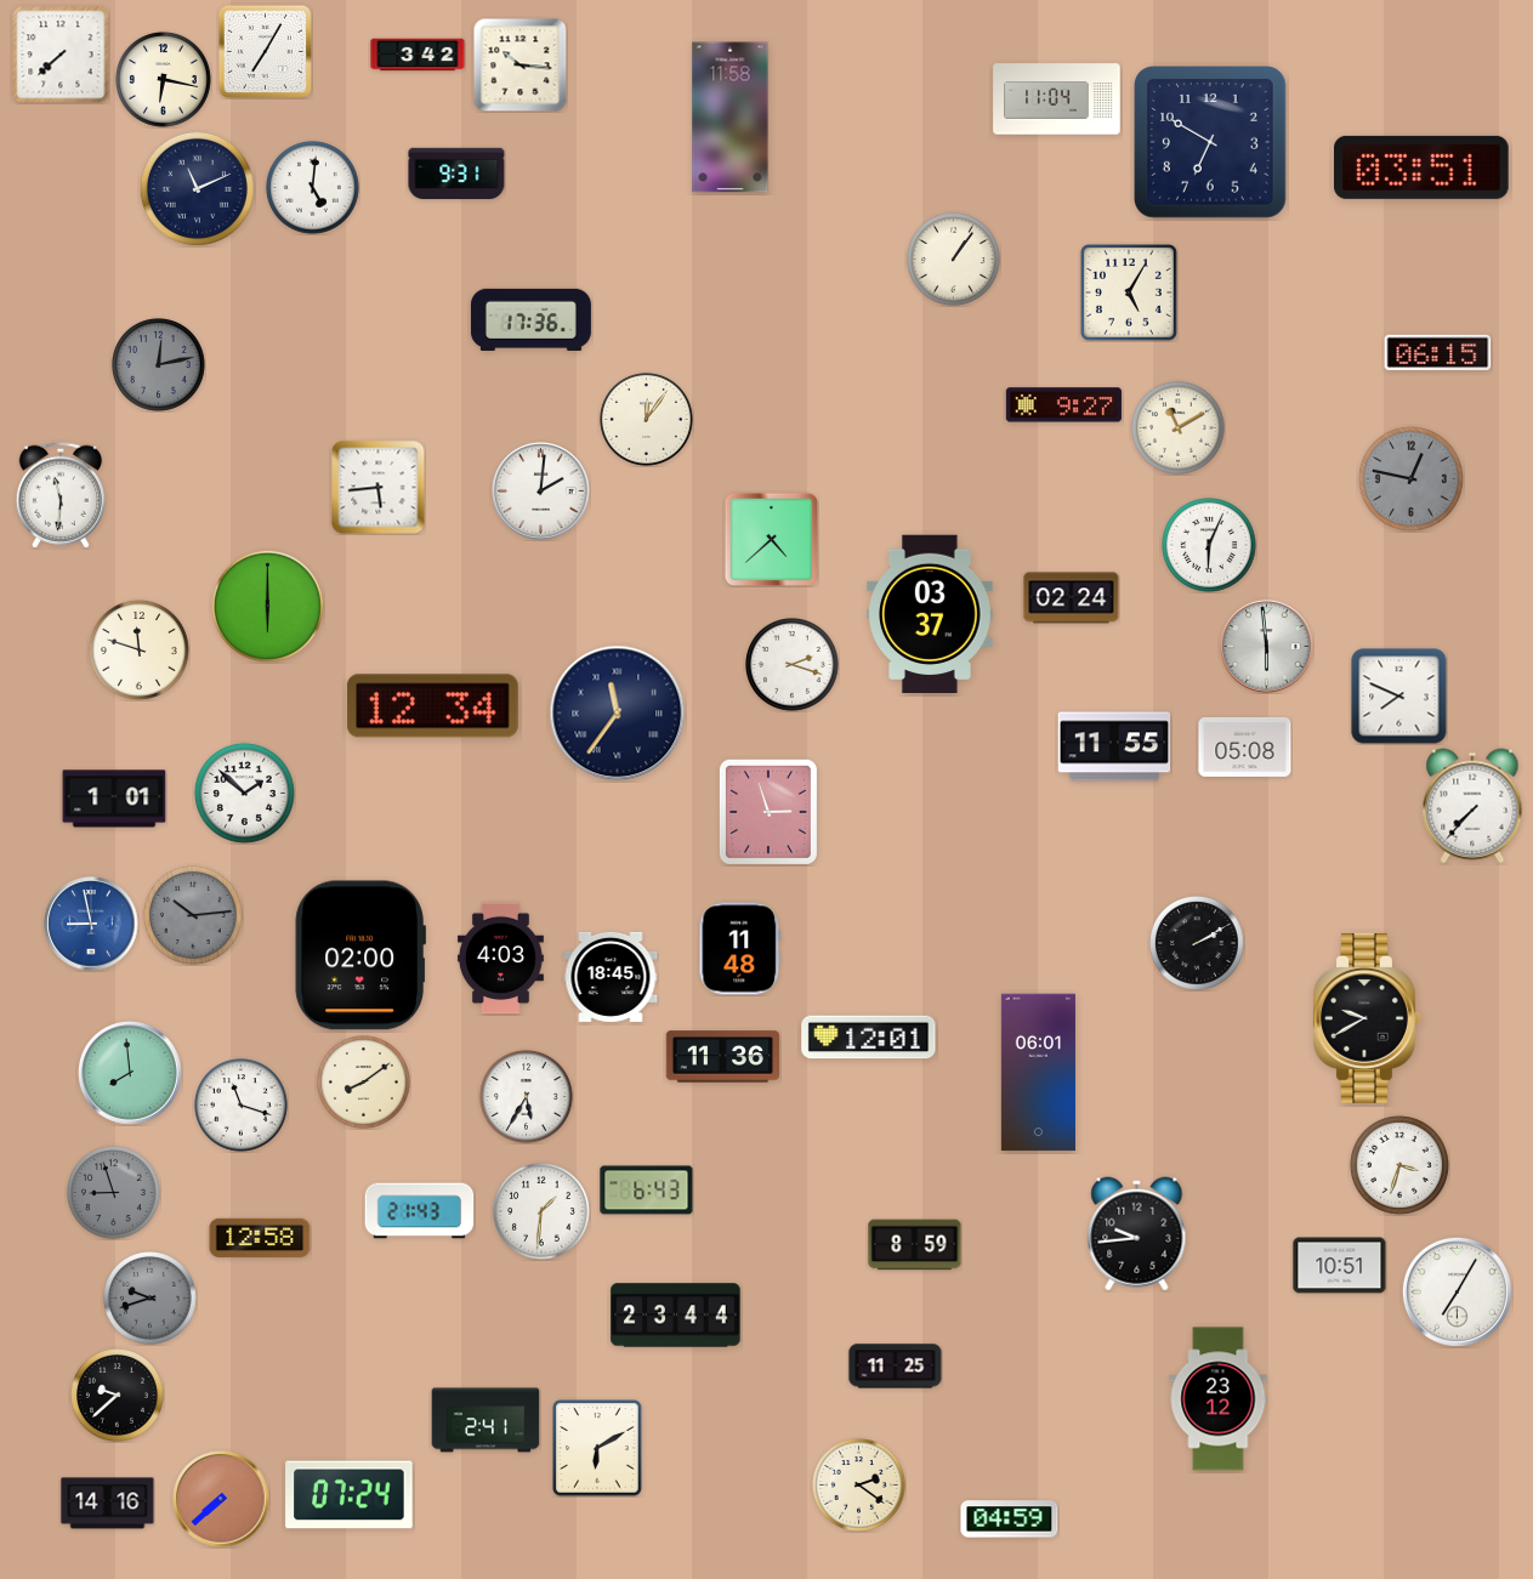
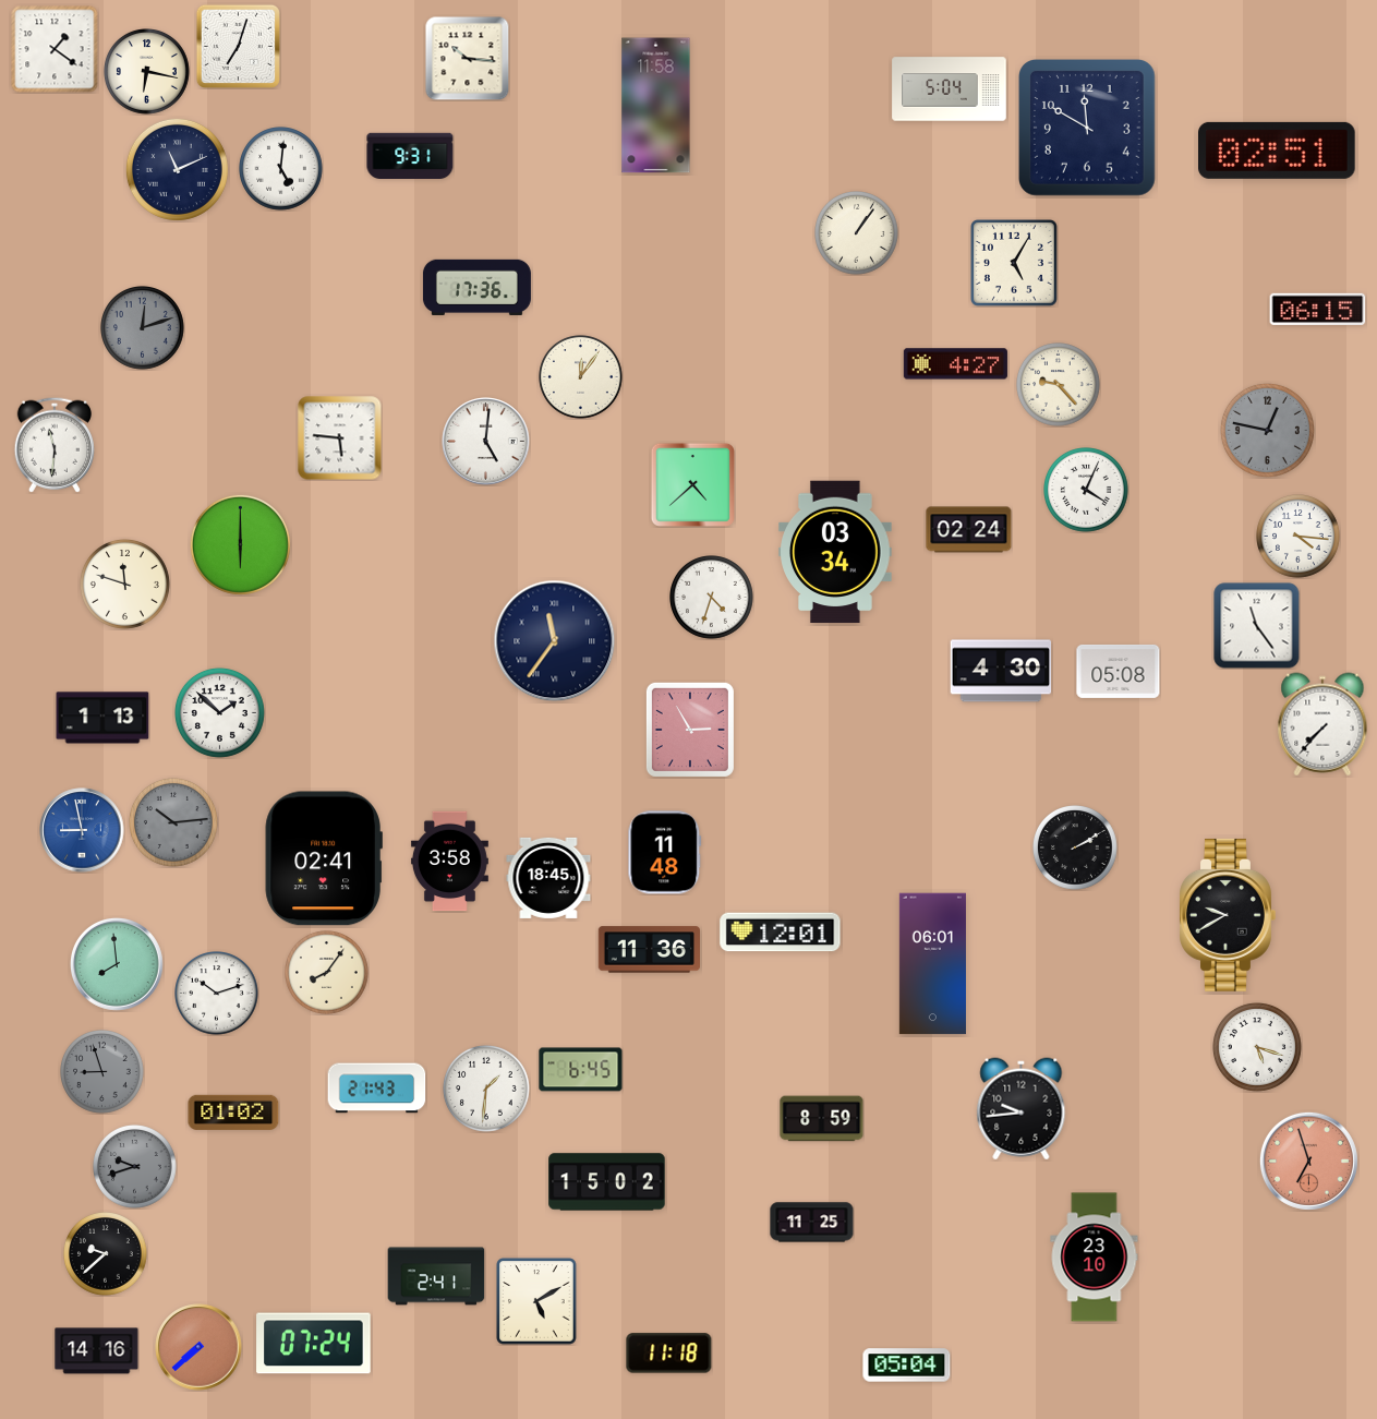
clock at (265, 51): 7:05 -> 7:03
clock at (61, 55): 7:38 -> 1:21
clock at (418, 55): 3:42 -> none
clock at (1057, 100): 11:04 -> 5:04
clock at (1211, 143): 6:50 -> 11:50
clock at (1423, 167): 03:51 -> 02:51
clock at (1438, 352) position: (1438, 352) -> (1318, 309)
clock at (159, 365): 12:13 -> 12:12
clock at (1063, 405): 9:27 -> 4:27
clock at (1179, 428): 11:10 -> 9:23
clock at (379, 488): 5:44 -> 5:46
clock at (541, 492): 2:01 -> 5:01
clock at (1210, 546): 6:04 -> 4:04
clock at (1299, 537): none -> 4:16
clock at (1072, 598) position: (1072, 598) -> (969, 530)
clock at (930, 614): 03:37 -> 03:34
clock at (1267, 647): 5:59 -> none
clock at (793, 665): 2:18 -> 4:33
clock at (1399, 697): 7:49 -> 11:24
clock at (432, 706): 12:34 -> none
clock at (1114, 746): 11:55 -> 4:30
clock at (114, 799): 1:01 -> 1:13
clock at (768, 812): 2:57 -> 2:55
clock at (360, 955): 02:00 -> 02:41
clock at (500, 959): 4:03 -> 3:58
clock at (364, 1083): 8:09 -> 8:06
clock at (527, 1097): 5:35 -> none
clock at (242, 1106): 11:18 -> 10:12
clock at (1399, 1165): 3:33 -> 5:18
clock at (647, 1191): 6:43 -> 6:45
clock at (260, 1238): 12:58 -> 01:02
clock at (1340, 1266): 10:51 -> none
clock at (1457, 1291): 7:05 -> 6:57
clock at (1457, 1291) dial: white -> salmon
clock at (676, 1316): 23:44 -> 15:02
clock at (896, 1367) position: (896, 1367) -> (812, 1223)
clock at (1219, 1399): 23:12 -> 23:10
clock at (597, 1448): 6:10 -> 5:10
clock at (859, 1486): 2:21 -> none
clock at (669, 1354): none -> 11:18
clock at (1010, 1520): 04:59 -> 05:04
